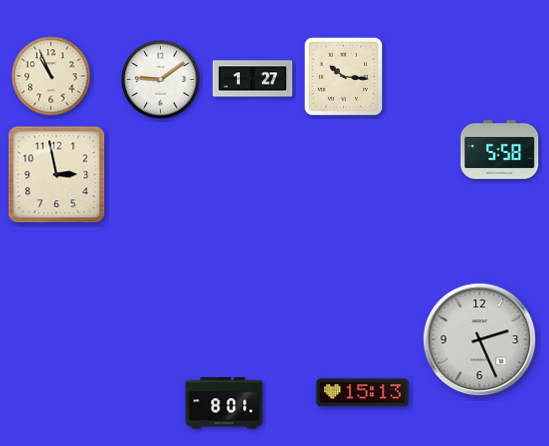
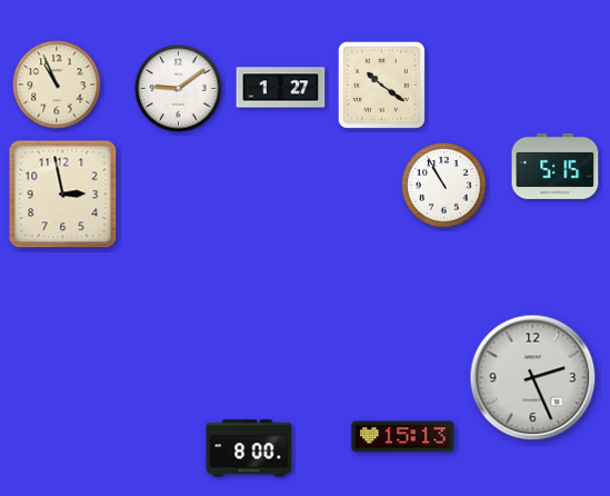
clock at (343, 76): 10:16 -> 10:21
clock at (500, 149): 5:58 -> 5:15
clock at (444, 186): none -> 10:55
clock at (224, 403): 8:01 -> 8:00
